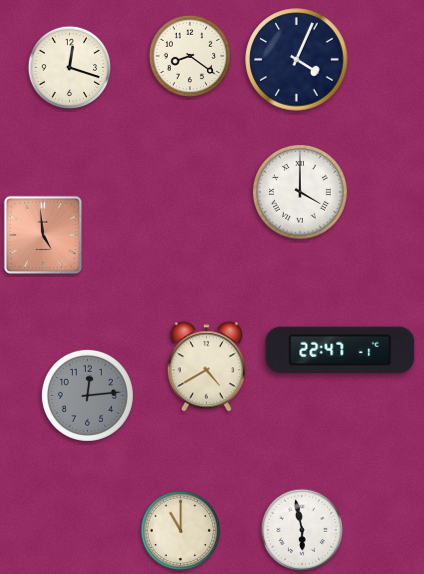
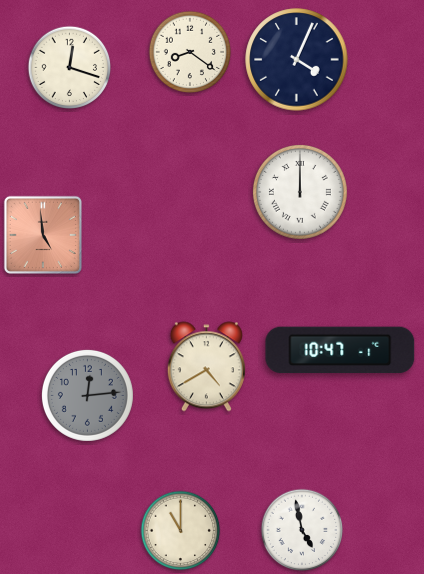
clock at (190, 56) position: (190, 56) -> (190, 52)
clock at (300, 192): 4:00 -> 12:00
clock at (340, 350): 22:47 -> 10:47
clock at (302, 530): 5:58 -> 4:58
